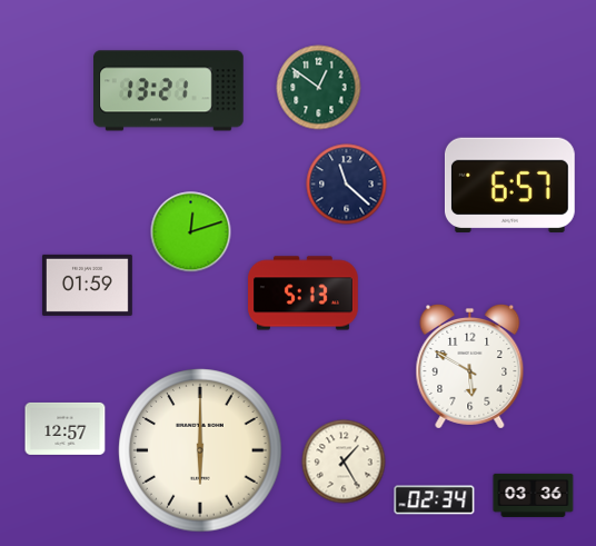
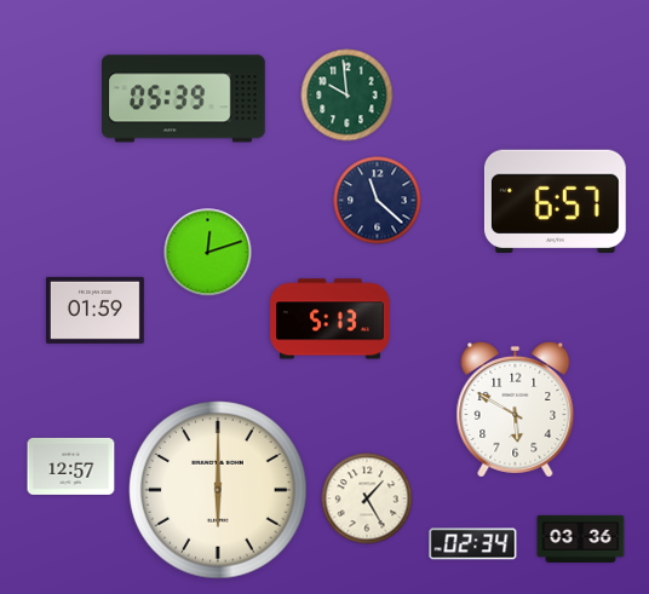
clock at (319, 88): 12:51 -> 9:59
clock at (169, 91): 13:21 -> 05:39
clock at (470, 367) position: (470, 367) -> (516, 410)
clock at (344, 461) position: (344, 461) -> (367, 498)
